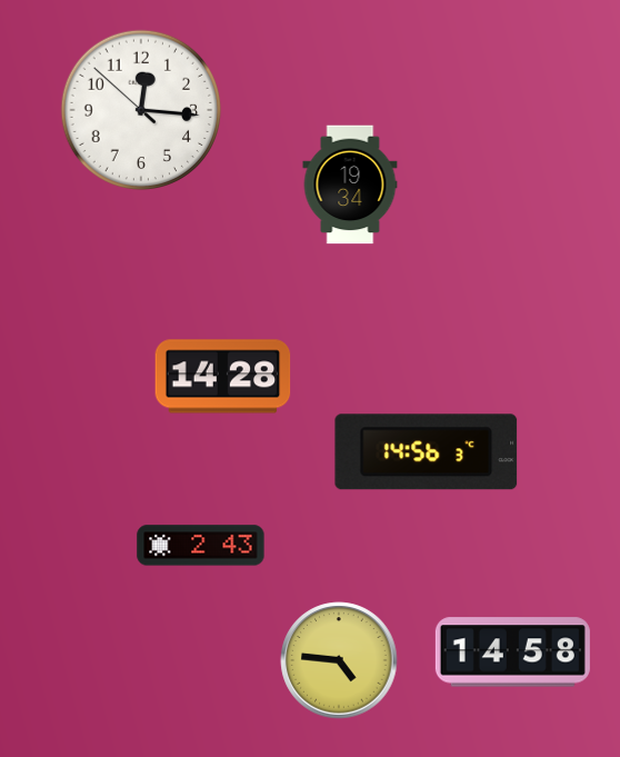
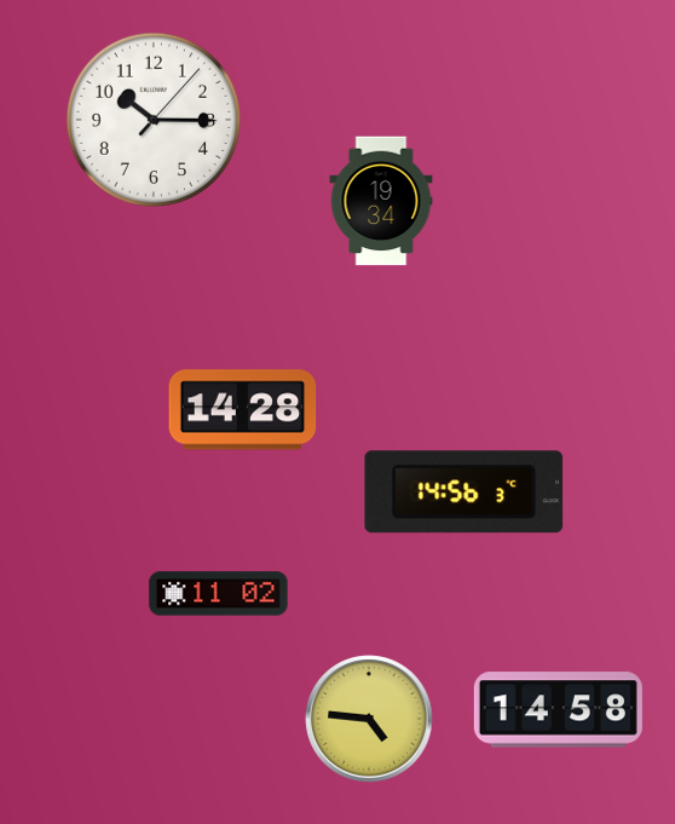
clock at (140, 109): 12:15 -> 10:15
clock at (201, 546): 2:43 -> 11:02
